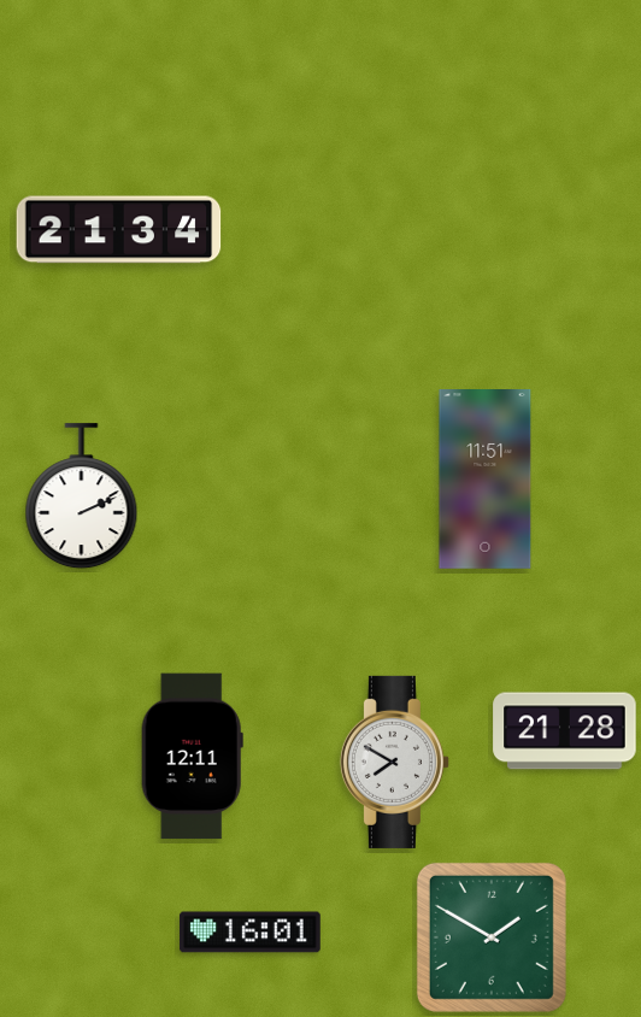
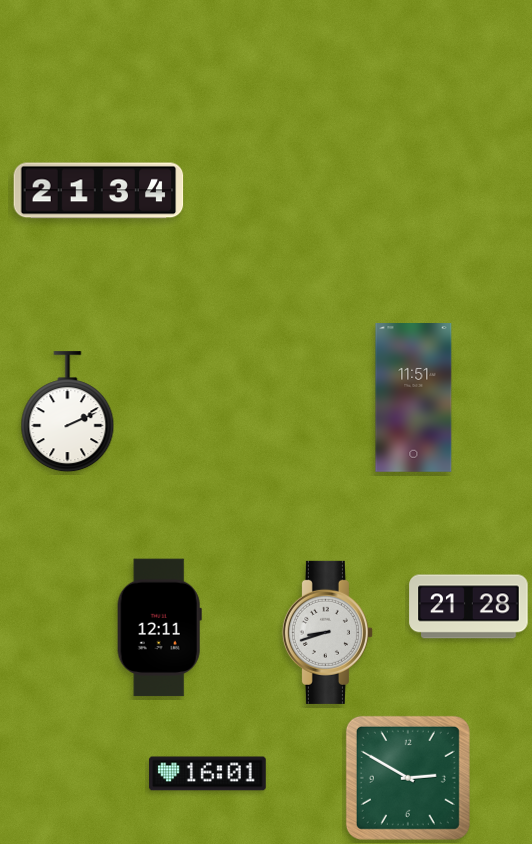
clock at (486, 480) position: (486, 480) -> (414, 398)
clock at (394, 762): 7:50 -> 8:42
clock at (492, 937): 1:50 -> 2:50
